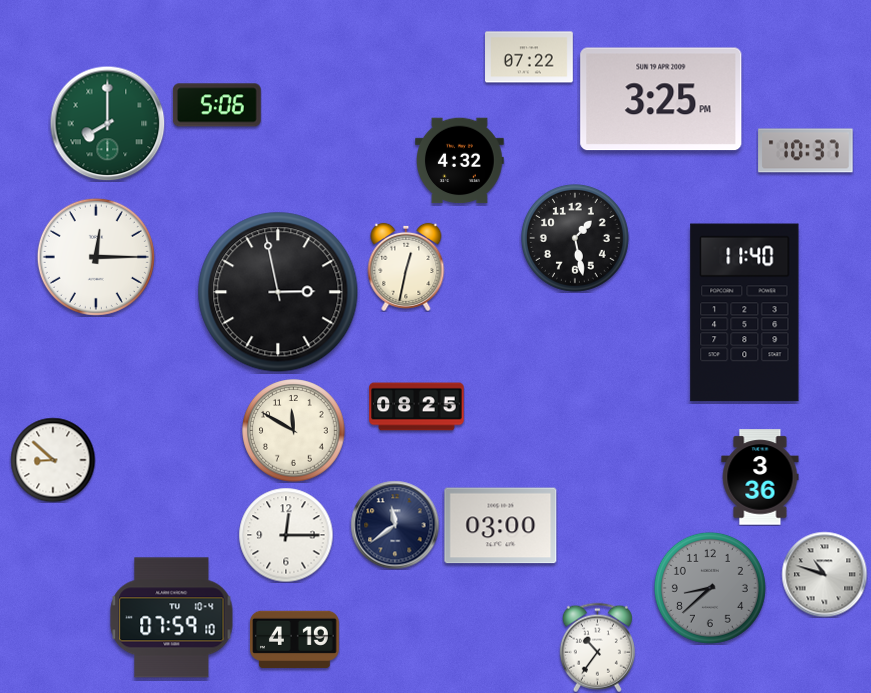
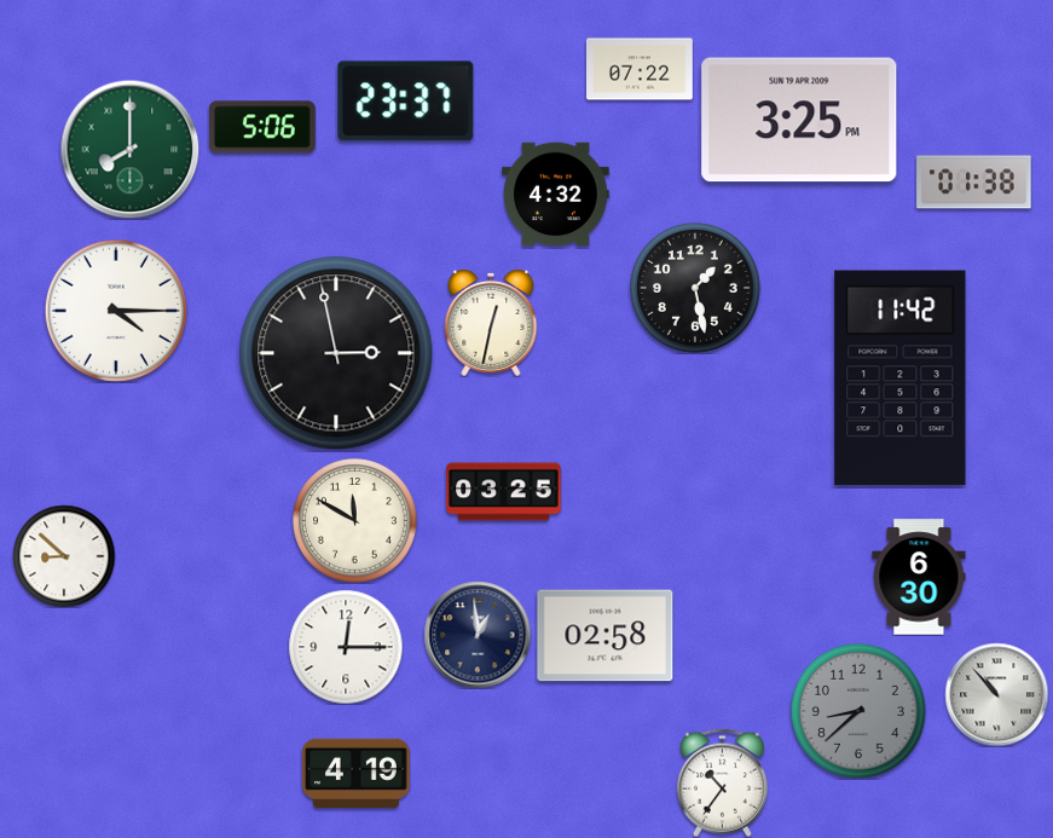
clock at (406, 102): none -> 23:37
clock at (806, 151): 10:37 -> 01:38
clock at (96, 257): 12:15 -> 4:15
clock at (745, 313): 11:40 -> 11:42
clock at (417, 407): 08:25 -> 03:25
clock at (760, 477): 3:36 -> 6:30
clock at (395, 525): 11:39 -> 12:59
clock at (501, 526): 03:00 -> 02:58
clock at (824, 574): 10:48 -> 10:53
clock at (172, 618): 07:59 -> none
